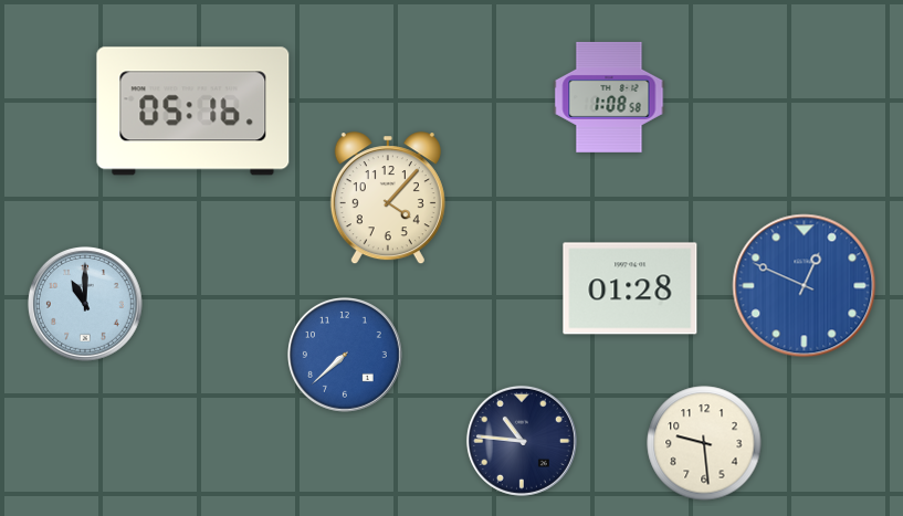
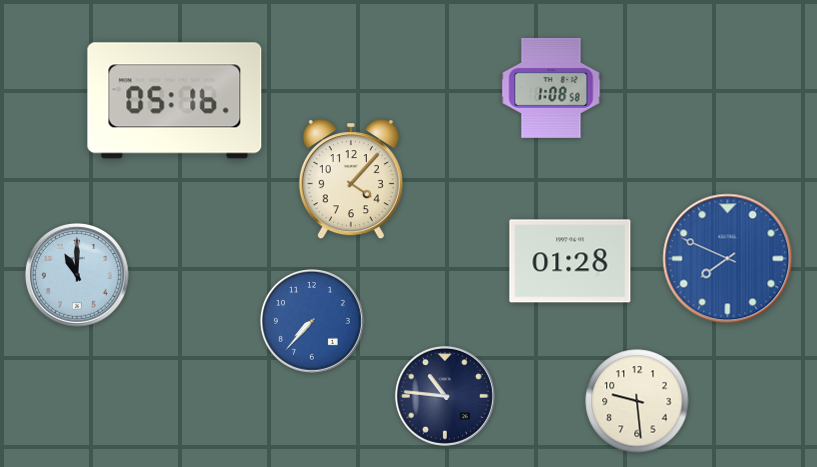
clock at (805, 286): 12:49 -> 7:49
clock at (345, 355): 7:38 -> 7:37
clock at (522, 441) position: (522, 441) -> (445, 396)
